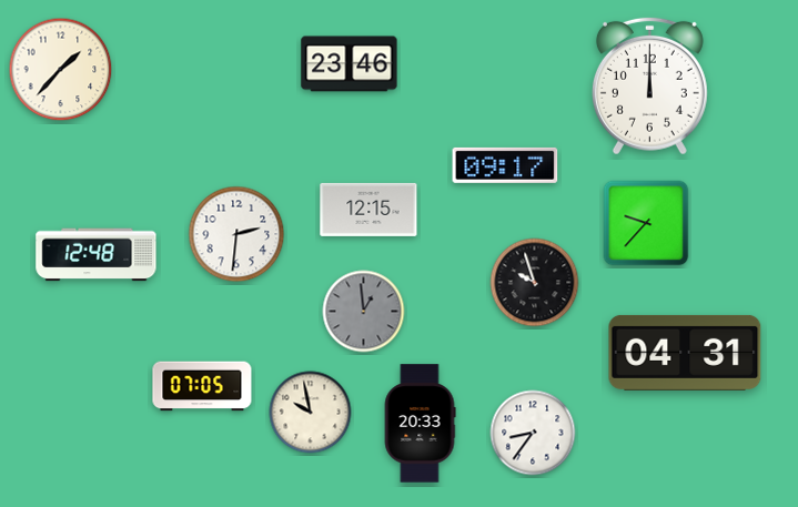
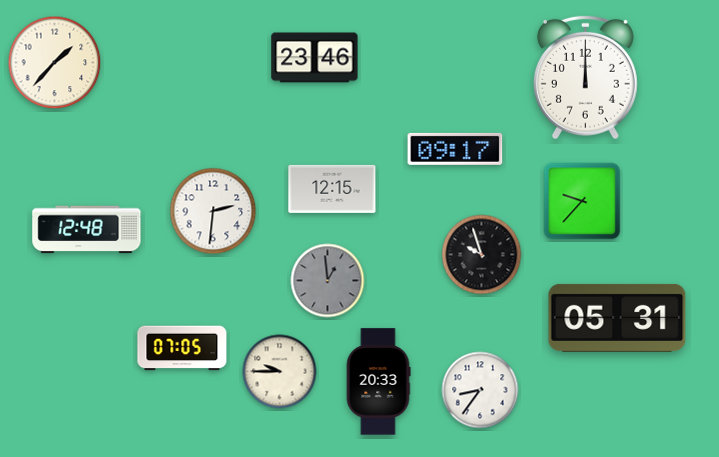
clock at (685, 353): 04:31 -> 05:31
clock at (311, 413): 9:58 -> 9:45
